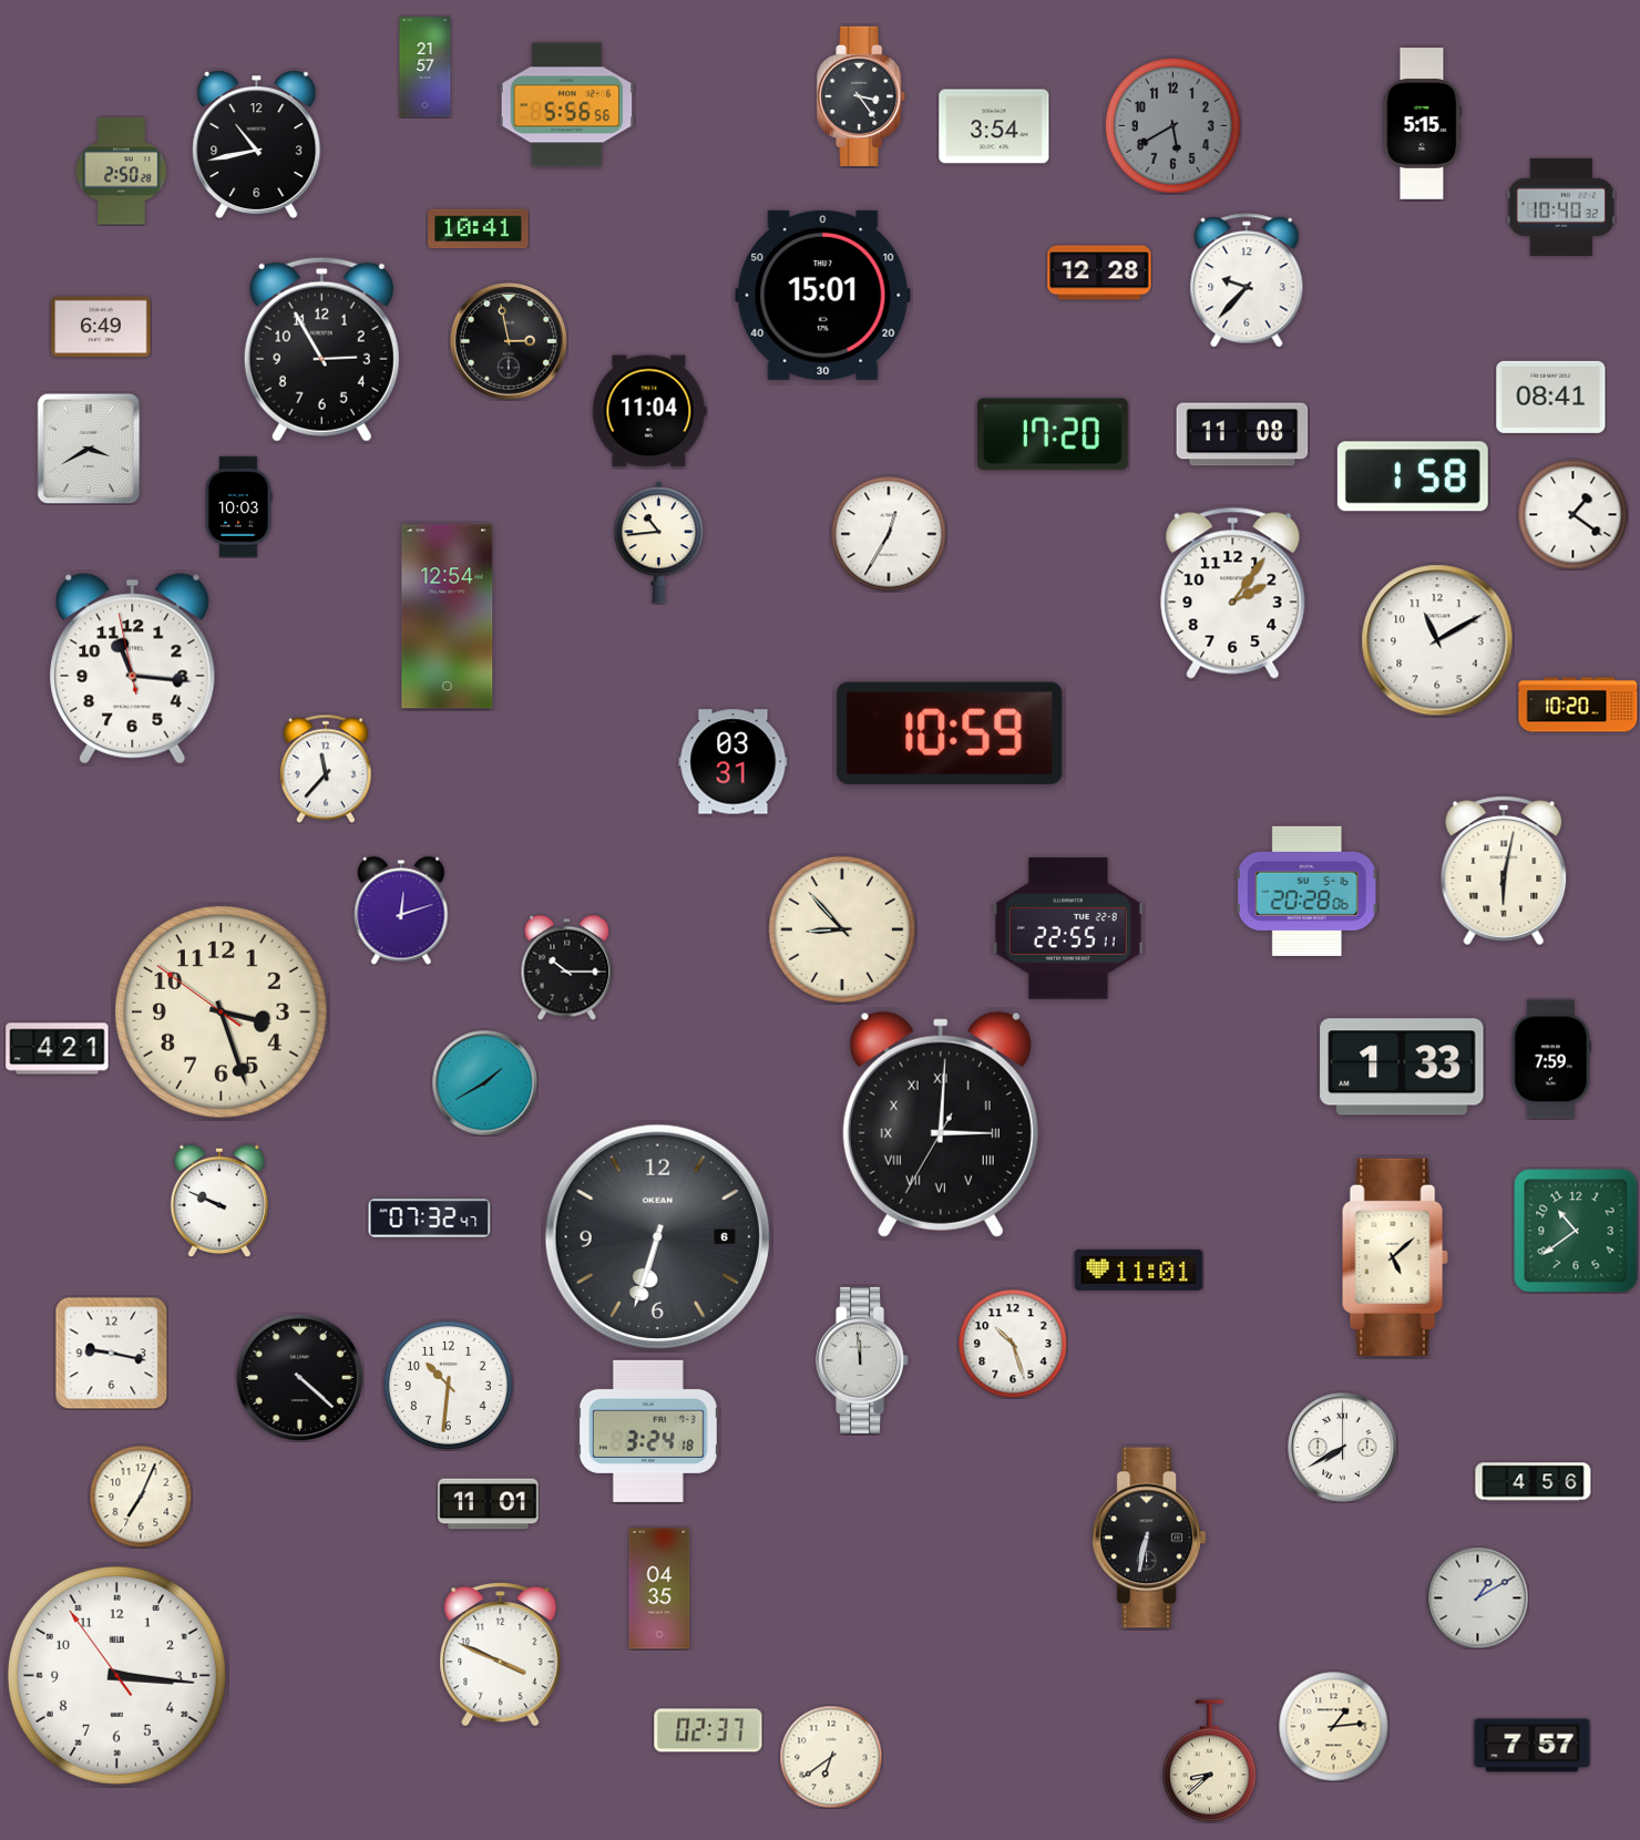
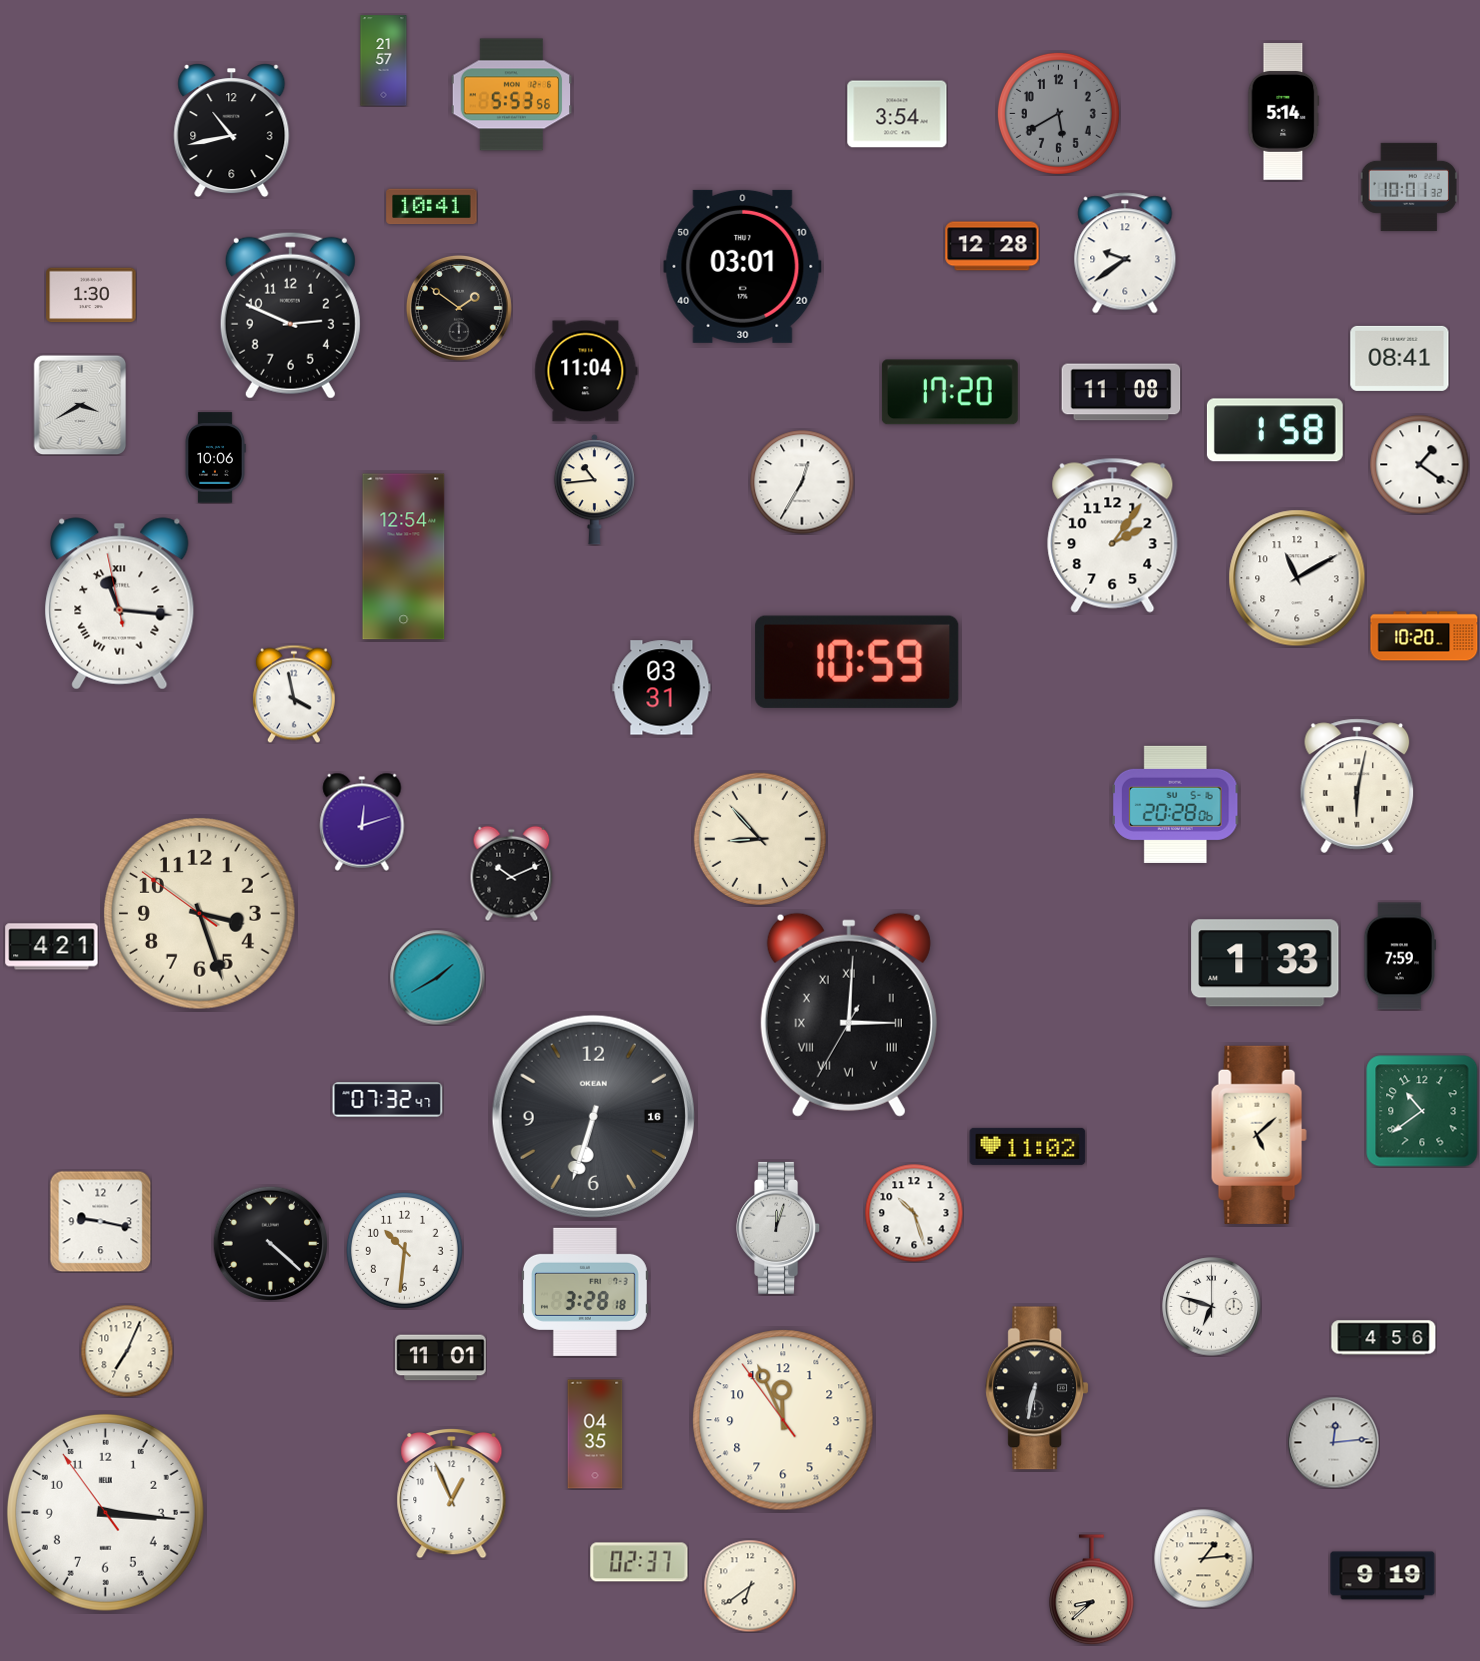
clock at (862, 96): 3:24 -> none
clock at (567, 105): 5:56 -> 5:53
clock at (1423, 124): 5:15 -> 5:14
clock at (122, 172): 2:50 -> none
clock at (1561, 207): 10:40 -> 10:01
clock at (1247, 280): 9:37 -> 9:39
clock at (823, 295): 15:01 -> 03:01
clock at (101, 327): 6:49 -> 1:30
clock at (509, 341): 2:58 -> 1:51
clock at (321, 349): 2:55 -> 2:49
clock at (238, 507): 10:03 -> 10:06
clock at (133, 669) numerals: Arabic -> Roman
clock at (326, 769): 11:37 -> 3:58
clock at (1306, 891) position: (1306, 891) -> (1175, 804)
clock at (1068, 928): 22:55 -> none
clock at (567, 967): 10:15 -> 10:11
clock at (219, 1201): 9:49 -> none
clock at (657, 1236) date: 6 -> 16
clock at (1139, 1270): 11:01 -> 11:02
clock at (863, 1360): 11:59 -> 12:03
clock at (648, 1431): 3:24 -> 3:28
clock at (1343, 1448): 7:40 -> 6:48
clock at (783, 1420): none -> 11:55
clock at (1477, 1597): 1:10 -> 12:14
clock at (501, 1654): 3:49 -> 12:56
clock at (1533, 1746): 7:57 -> 9:19
